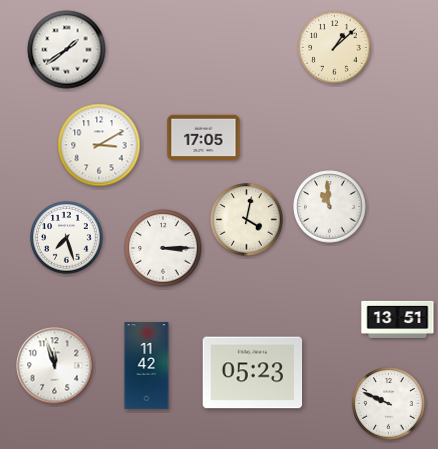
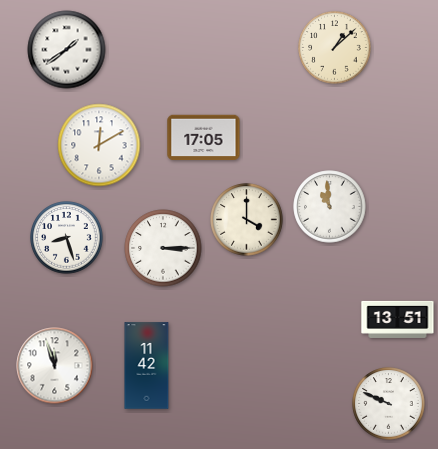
clock at (99, 145): 3:10 -> 12:10
clock at (247, 220): 4:02 -> 4:00
clock at (67, 238): 7:27 -> 8:27
clock at (253, 373): 05:23 -> none
